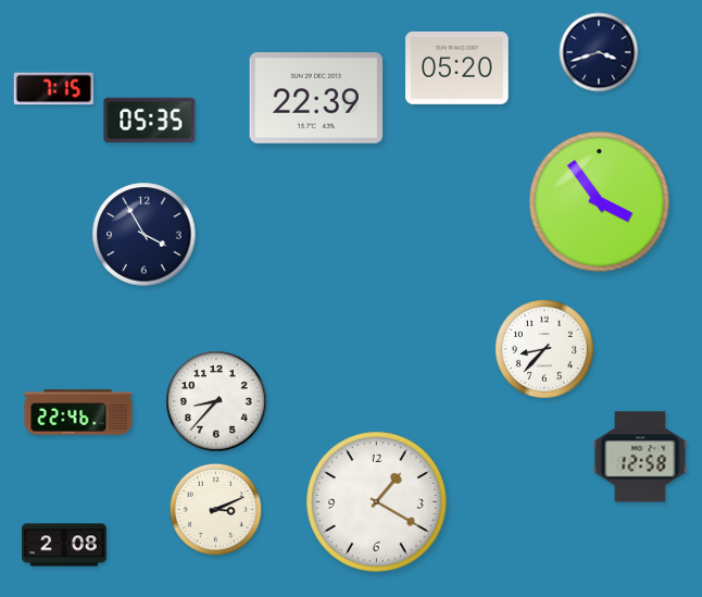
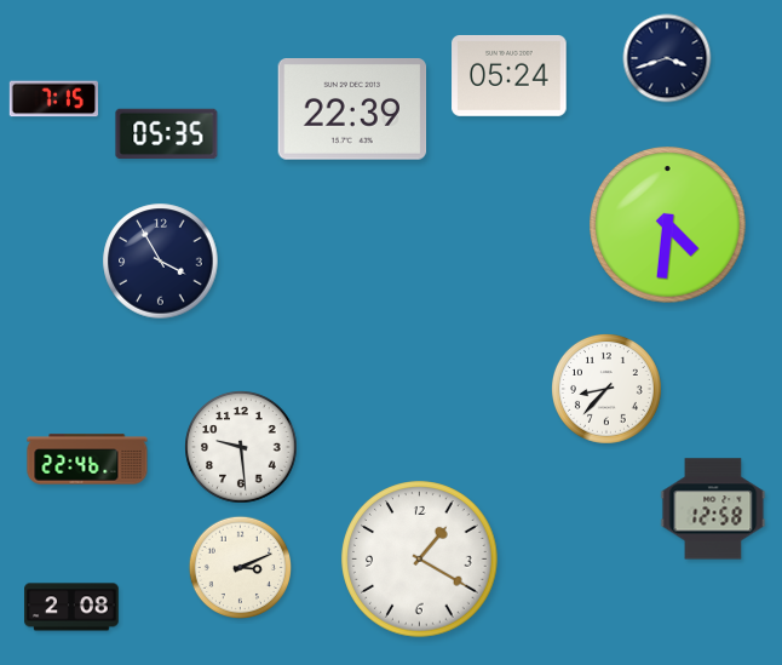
clock at (457, 67): 05:20 -> 05:24
clock at (53, 89) position: (53, 89) -> (53, 99)
clock at (600, 202): 3:54 -> 4:31
clock at (216, 401): 8:37 -> 9:29
